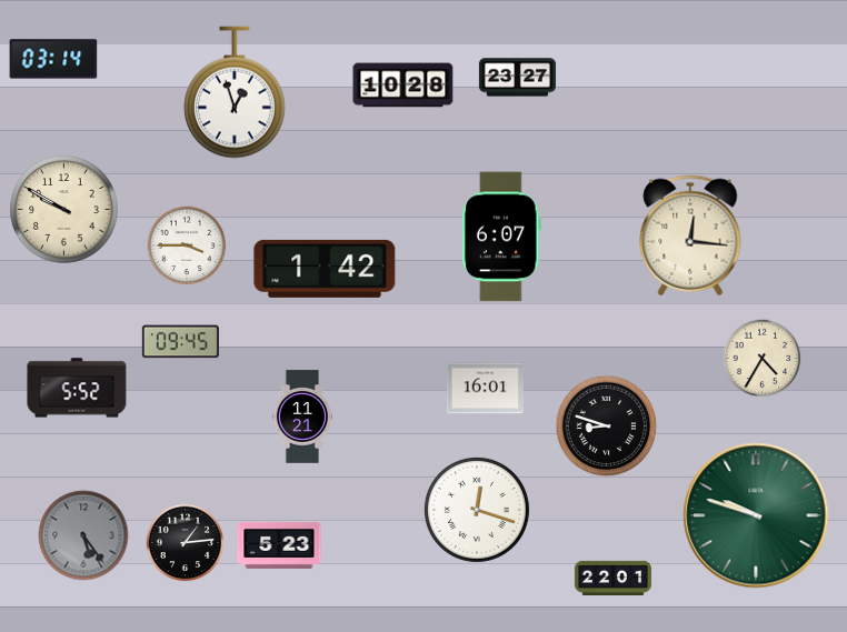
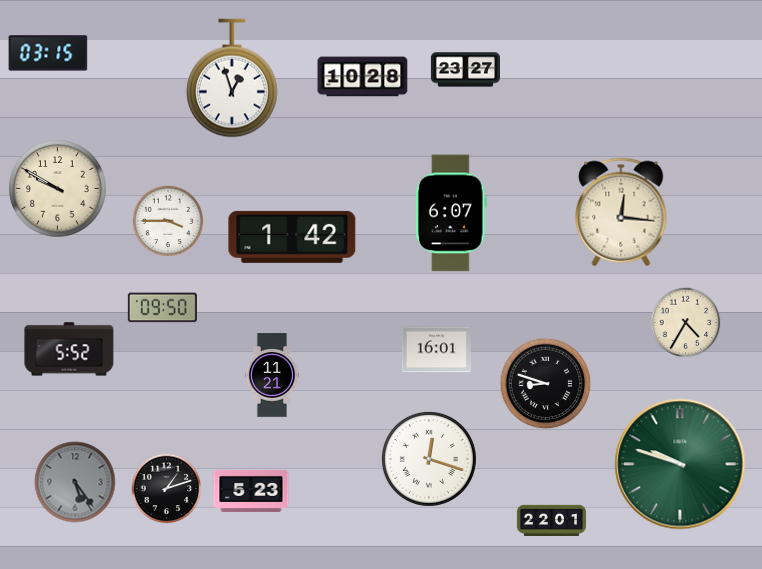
clock at (53, 59): 03:14 -> 03:15
clock at (236, 92) position: (236, 92) -> (233, 78)
clock at (325, 269) position: (325, 269) -> (292, 237)
clock at (180, 342): 09:45 -> 09:50
clock at (186, 543): 1:14 -> 1:12
